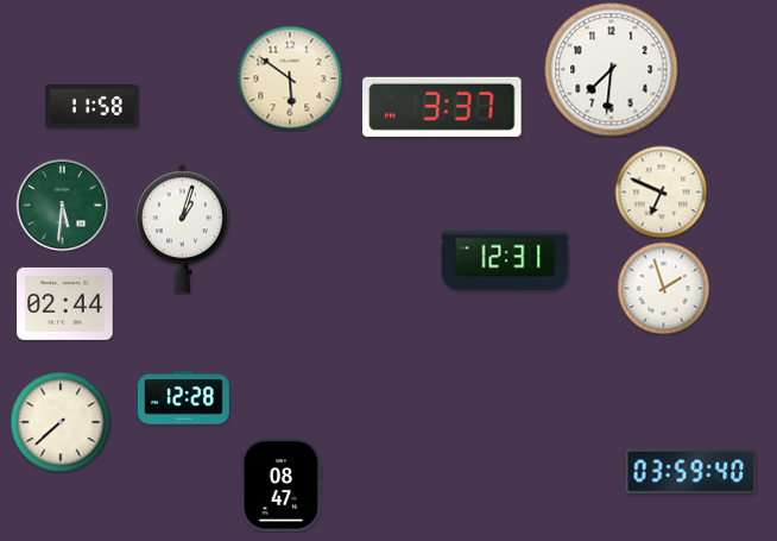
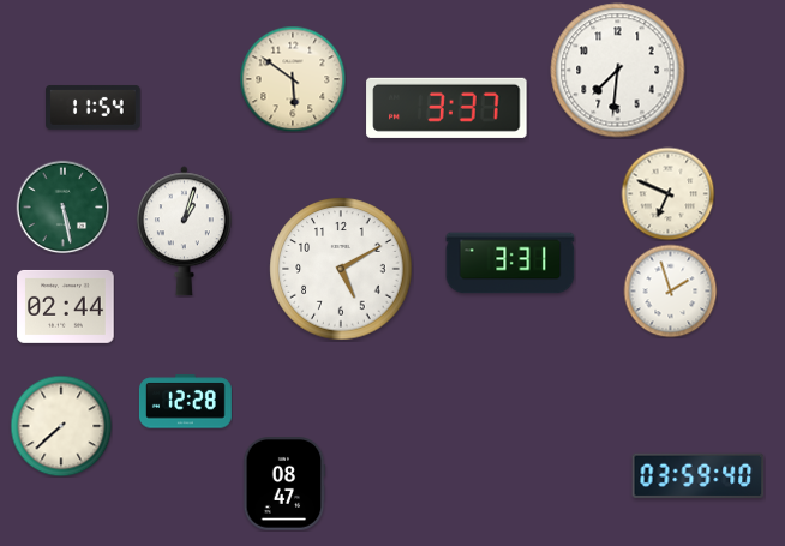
clock at (93, 107): 11:58 -> 11:54
clock at (62, 205): 5:31 -> 5:28
clock at (505, 260): 12:31 -> 3:31
clock at (341, 269): none -> 5:10
clock at (282, 486) position: (282, 486) -> (284, 485)
